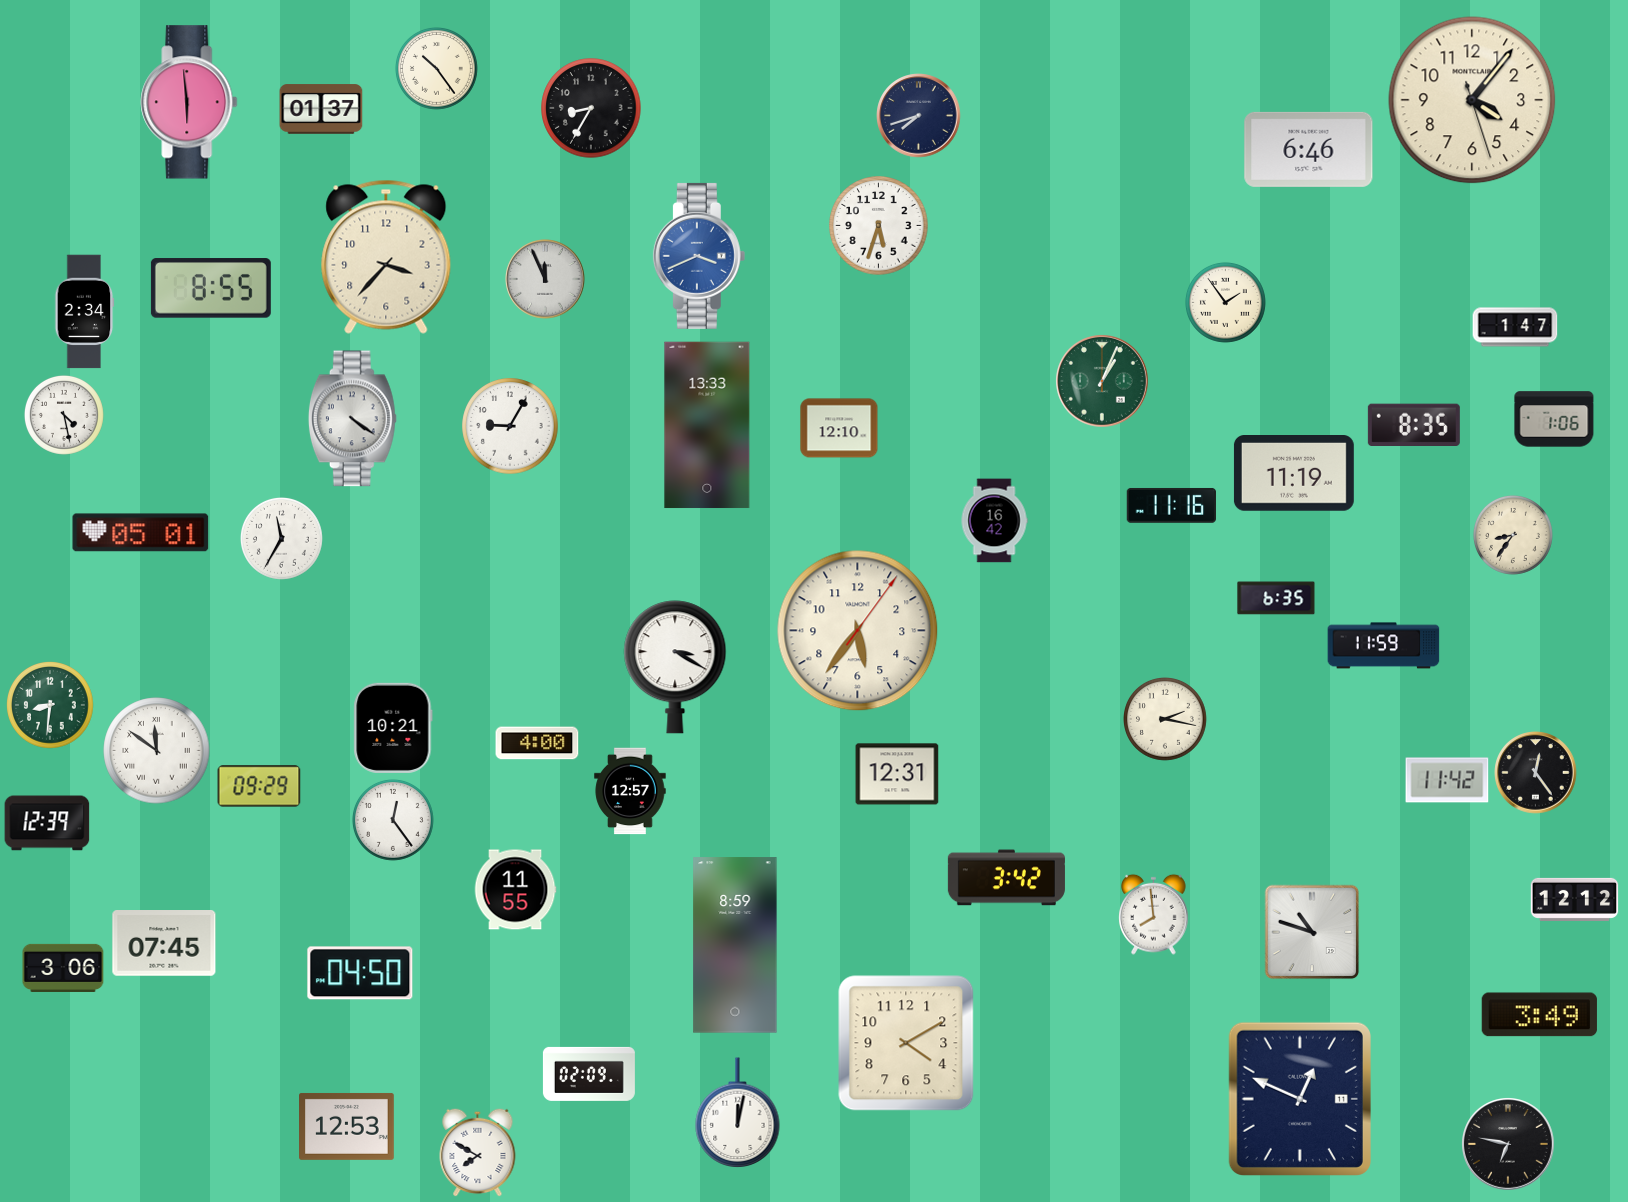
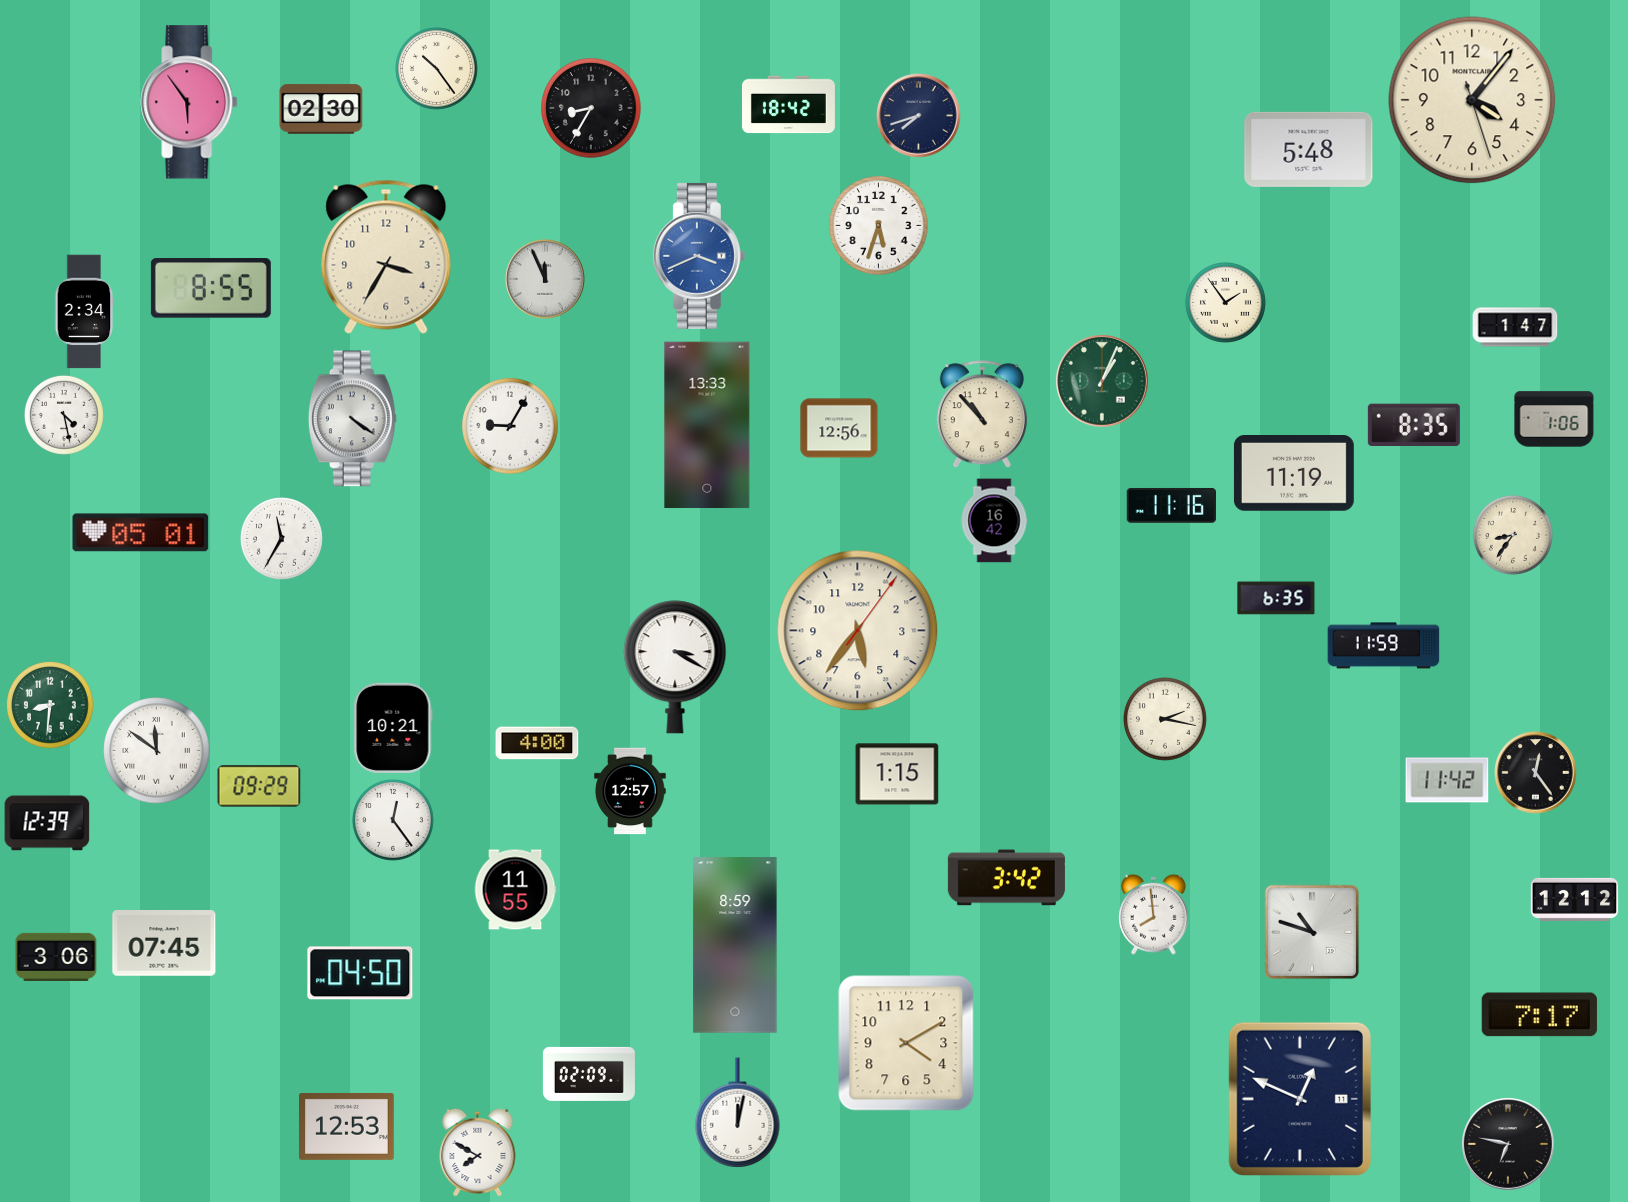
clock at (189, 102): 5:59 -> 5:54
clock at (788, 105): none -> 18:42
clock at (321, 109): 01:37 -> 02:30
clock at (1309, 149): 6:46 -> 5:48
clock at (386, 257): 3:37 -> 3:35
clock at (982, 415): none -> 10:53
clock at (839, 428): 12:10 -> 12:56
clock at (897, 774): 12:31 -> 1:15
clock at (63, 968) position: (63, 968) -> (56, 957)
clock at (1539, 1015): 3:49 -> 7:17
